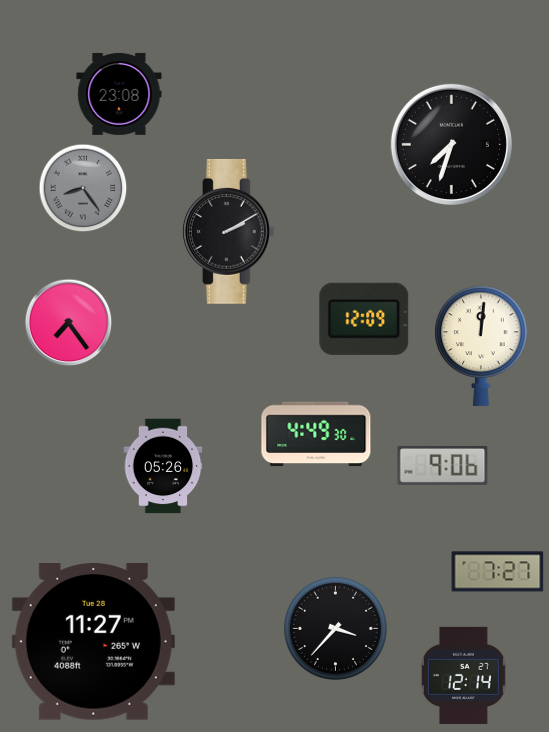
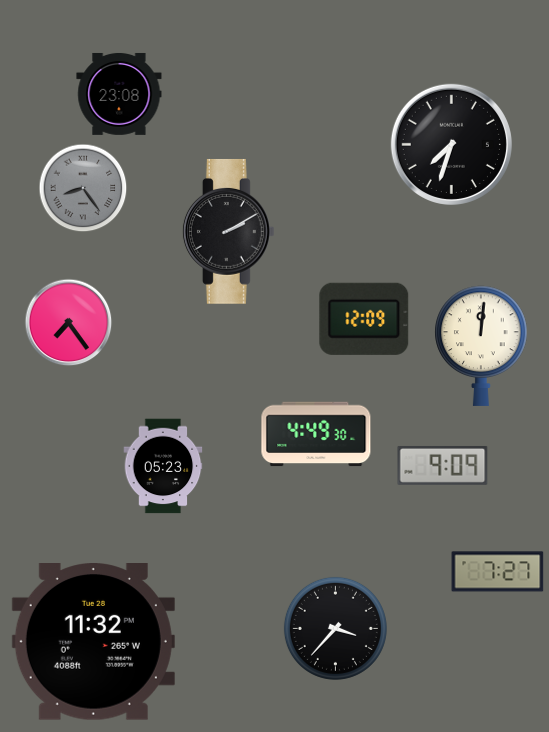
clock at (443, 465): 9:06 -> 9:09
clock at (163, 466): 05:26 -> 05:23
clock at (93, 642): 11:27 -> 11:32
clock at (463, 675): 12:14 -> none
